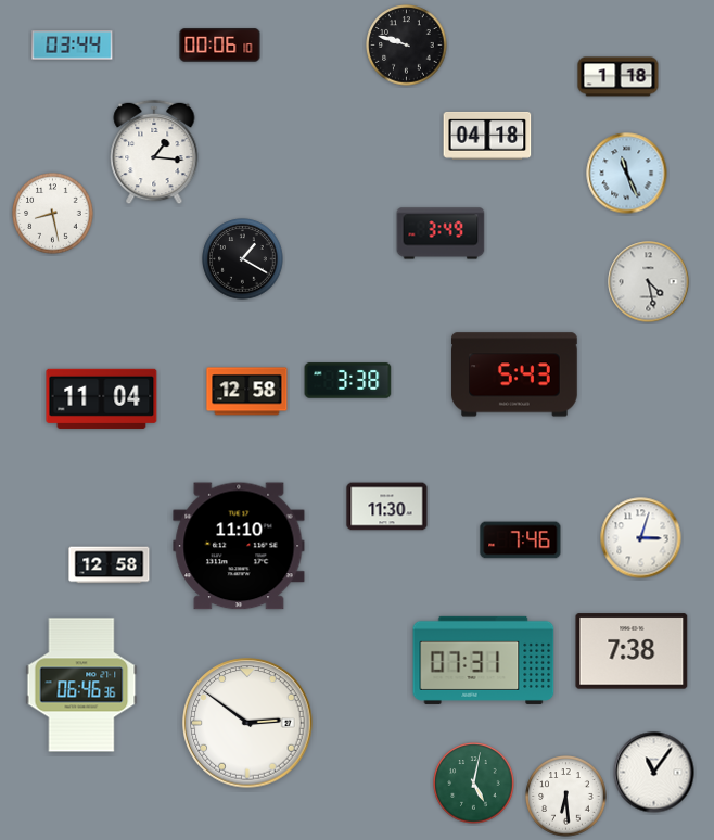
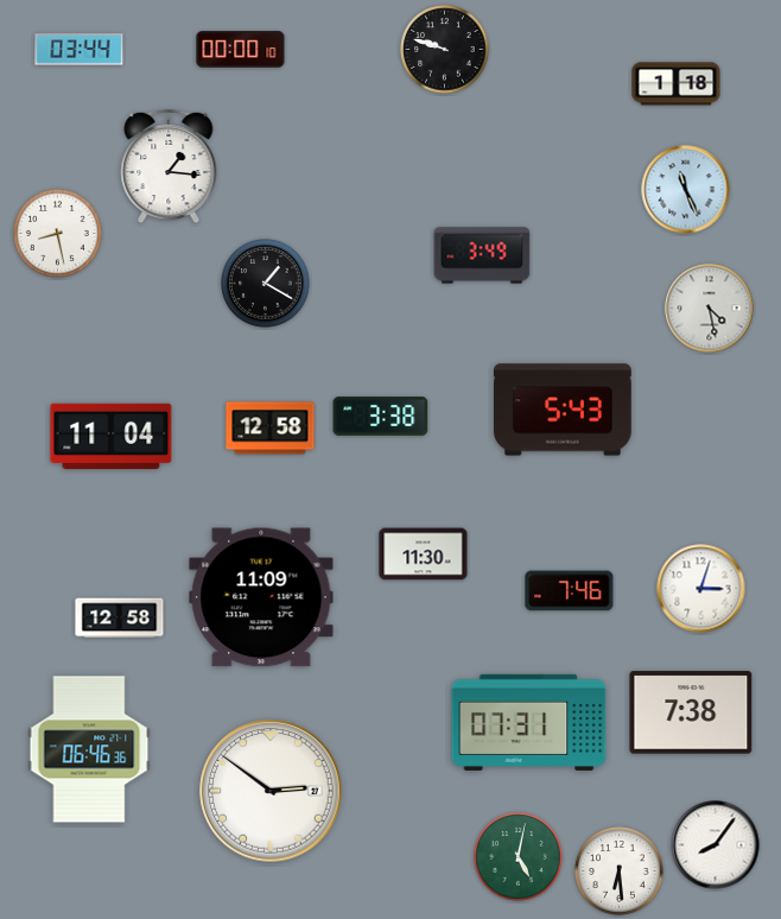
clock at (220, 46): 00:06 -> 00:00
clock at (487, 136): 04:18 -> none
clock at (239, 546): 11:10 -> 11:09
clock at (654, 773): 11:06 -> 8:06
